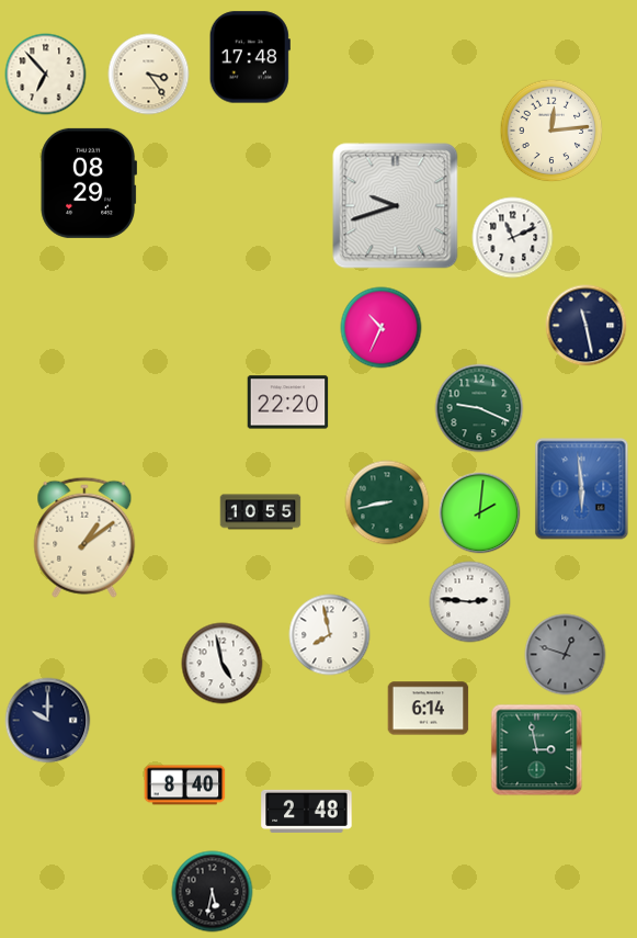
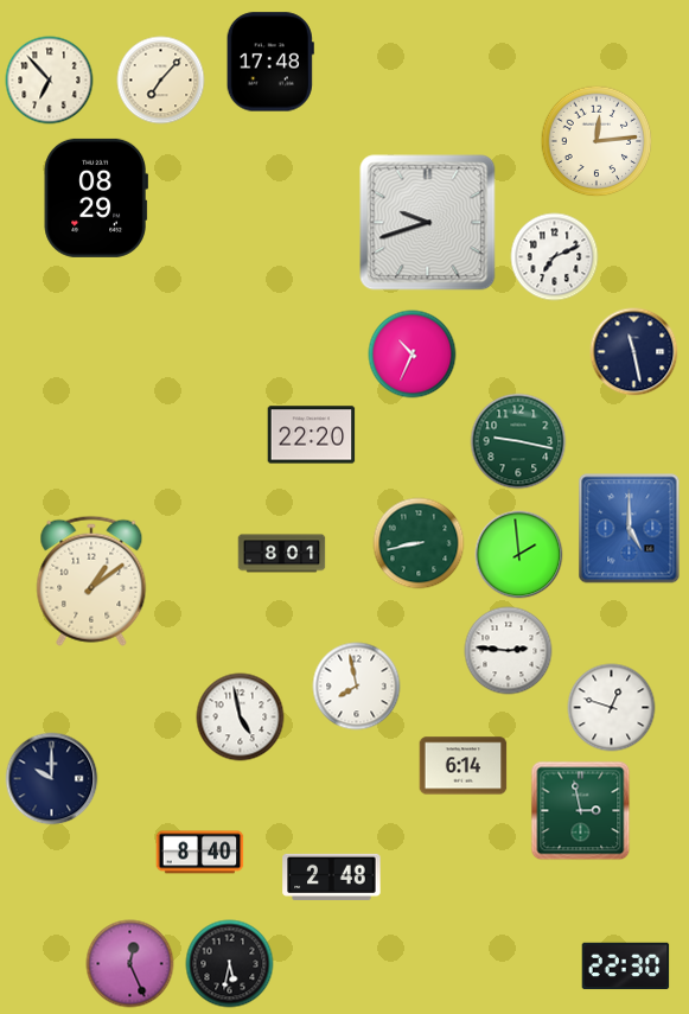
clock at (149, 75): 3:24 -> 7:07
clock at (513, 238): 11:11 -> 7:11
clock at (479, 408): 9:19 -> 9:17
clock at (582, 489): 5:59 -> 5:00
clock at (261, 512): 10:55 -> 8:01
clock at (480, 513): 2:01 -> 1:59
clock at (566, 655) dial: grey -> white
clock at (185, 786) position: (185, 786) -> (200, 853)
clock at (130, 964): none -> 12:26
clock at (626, 967): none -> 22:30
